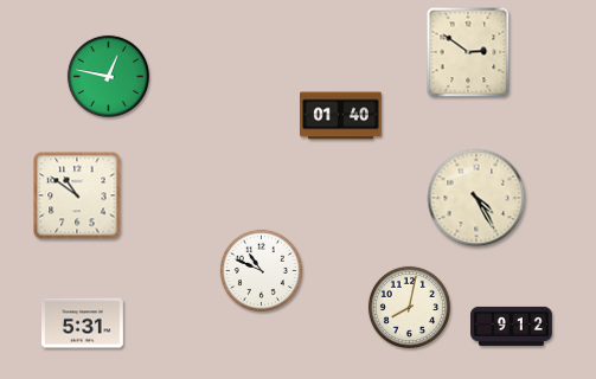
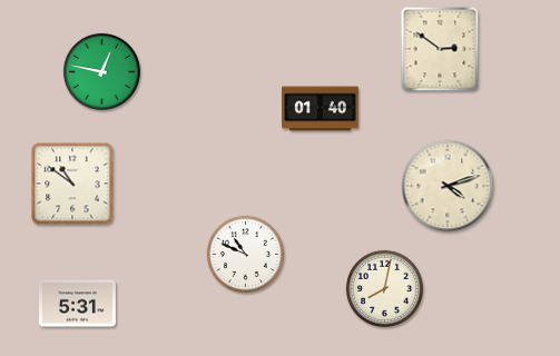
clock at (476, 198): 4:25 -> 4:12
clock at (512, 326): 9:12 -> none
